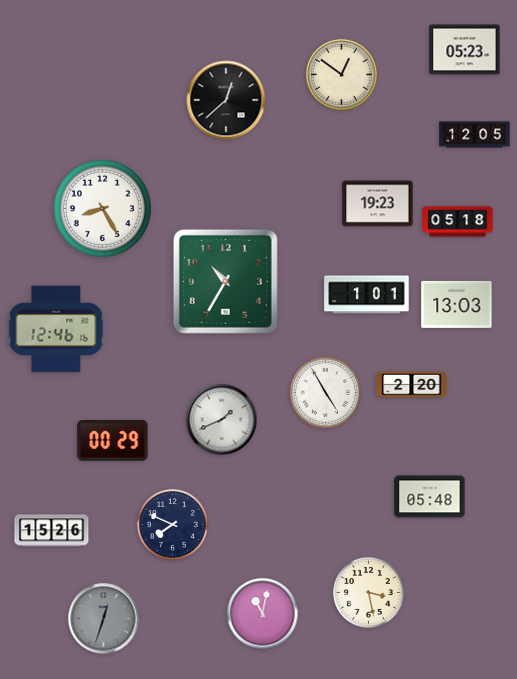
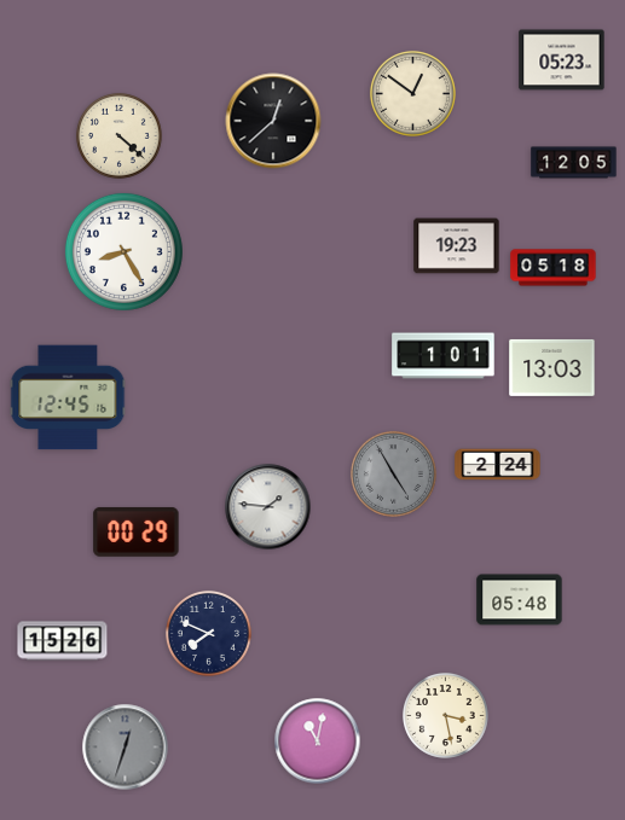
clock at (342, 75) position: (342, 75) -> (413, 94)
clock at (120, 136): none -> 4:22
clock at (225, 281): 10:35 -> none
clock at (56, 329): 12:46 -> 12:45
clock at (412, 385): 2:20 -> 2:24
clock at (326, 393) dial: white -> grey
clock at (222, 420): 1:41 -> 1:46
